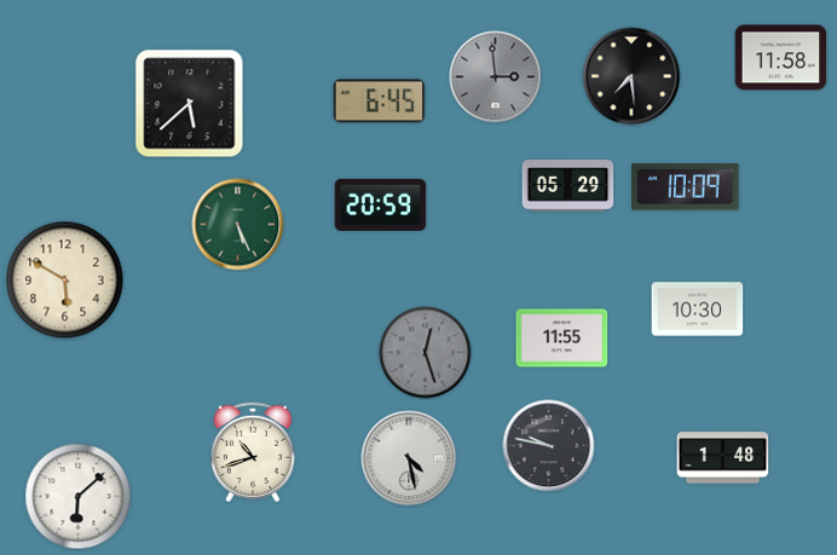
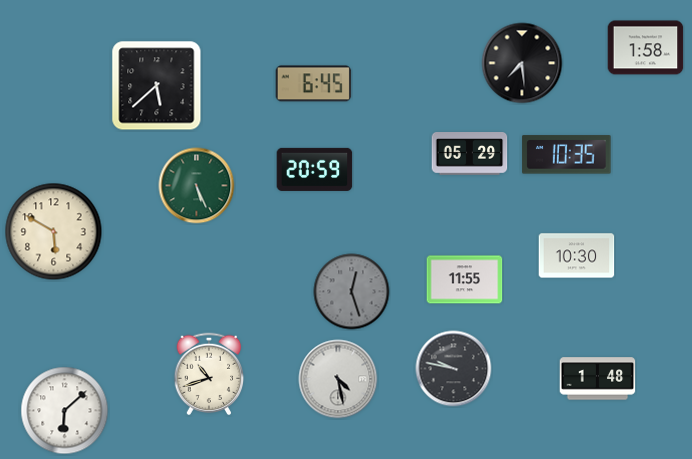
clock at (781, 58): 11:58 -> 1:58
clock at (496, 77): 2:59 -> none
clock at (686, 187): 10:09 -> 10:35
